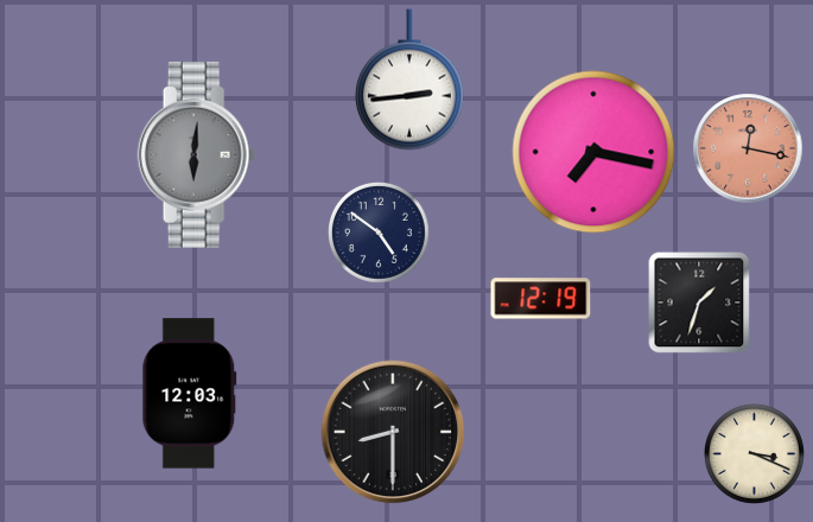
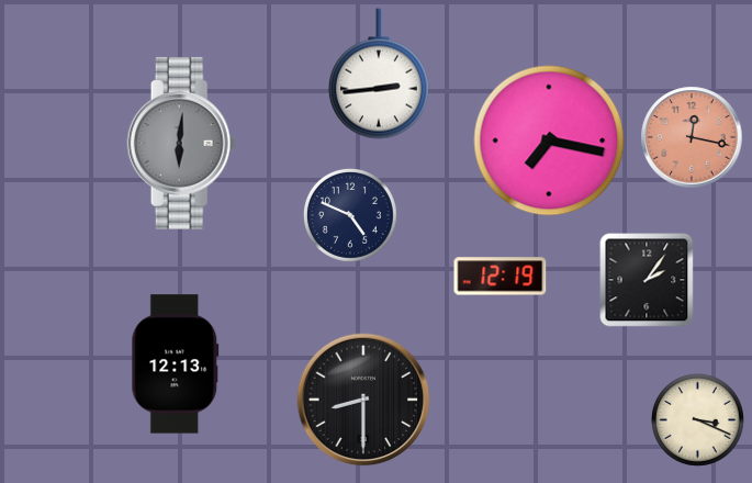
clock at (379, 233): 4:51 -> 4:49
clock at (699, 303): 1:33 -> 2:06
clock at (190, 394): 12:03 -> 12:13
